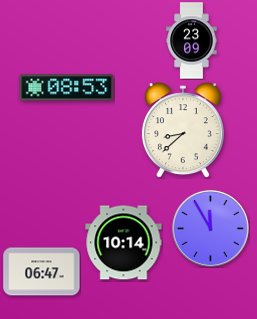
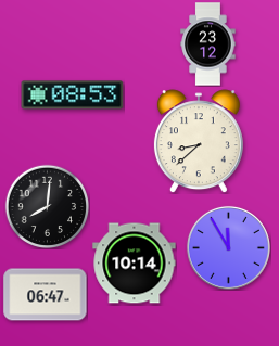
clock at (192, 41): 23:09 -> 23:12
clock at (47, 206): none -> 8:01
